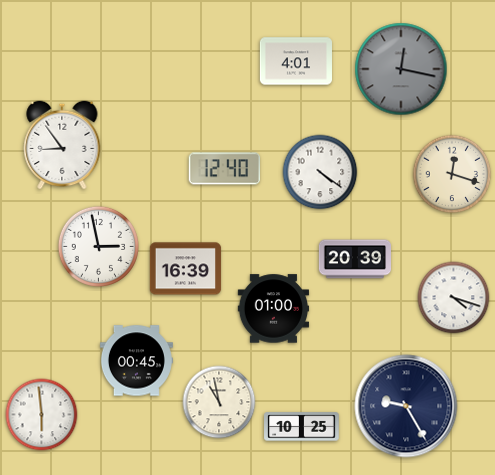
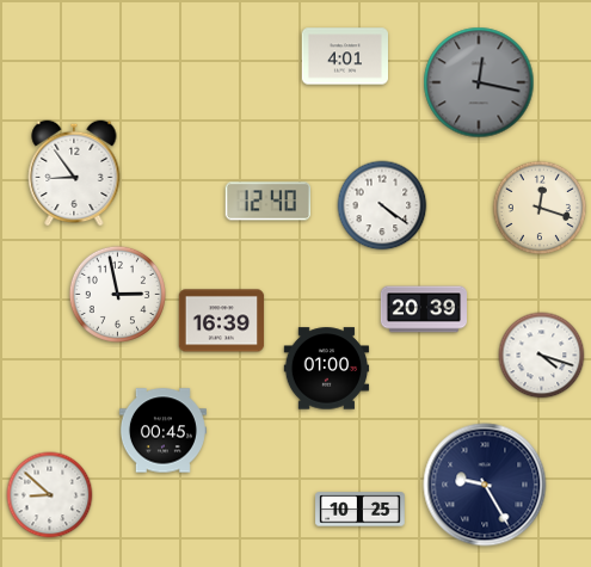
clock at (295, 61) position: (295, 61) -> (344, 56)
clock at (219, 402): 10:58 -> none
clock at (42, 415): 5:59 -> 8:52
